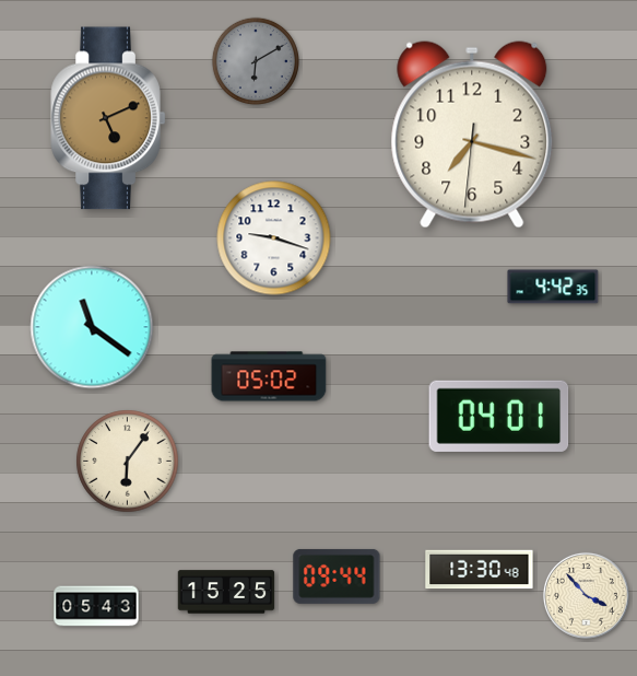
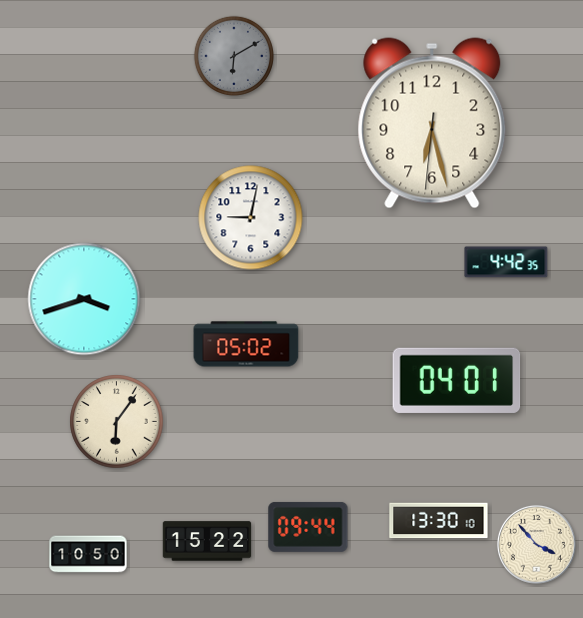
clock at (108, 118): 5:11 -> none
clock at (472, 135): 7:17 -> 6:27
clock at (274, 238): 9:18 -> 9:02
clock at (92, 327): 11:21 -> 3:42
clock at (480, 570): 13:30:48 -> 13:30:10
clock at (226, 592): 15:25 -> 15:22
clock at (96, 606): 05:43 -> 10:50
